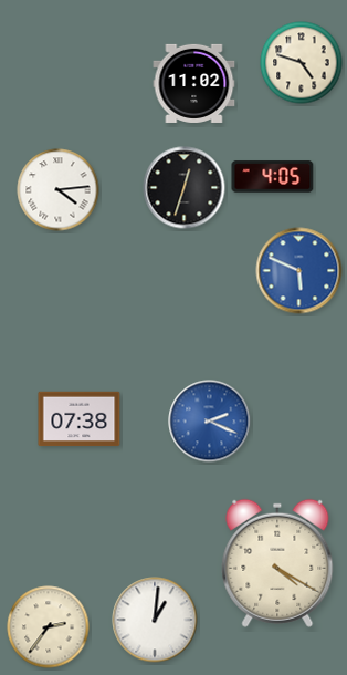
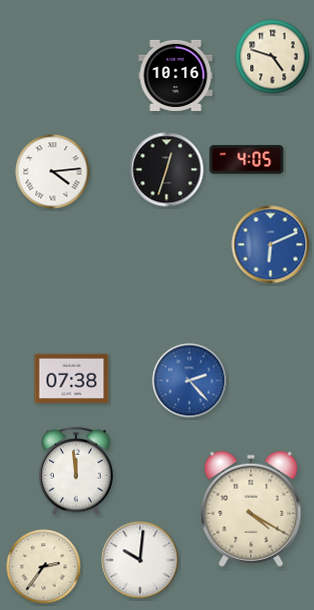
clock at (194, 83): 11:02 -> 10:16
clock at (299, 271): 5:49 -> 6:11
clock at (210, 422): 2:19 -> 2:23
clock at (77, 471): none -> 11:59
clock at (155, 620): 1:01 -> 10:01
